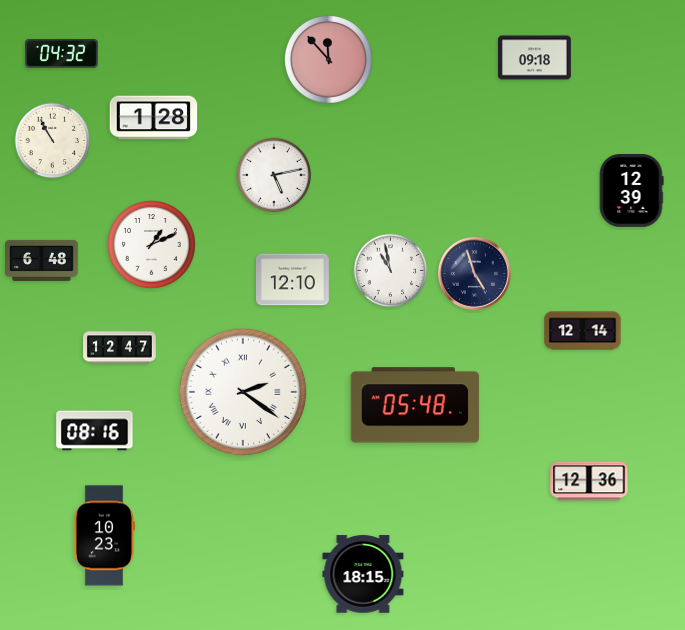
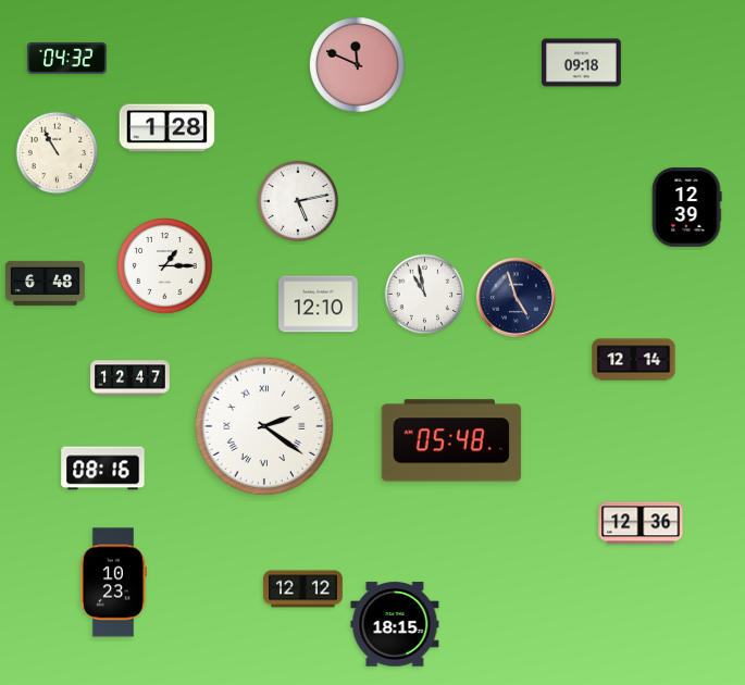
clock at (329, 60): 11:53 -> 11:49
clock at (274, 175) position: (274, 175) -> (298, 201)
clock at (152, 245): 1:11 -> 1:15
clock at (303, 589): none -> 12:12
